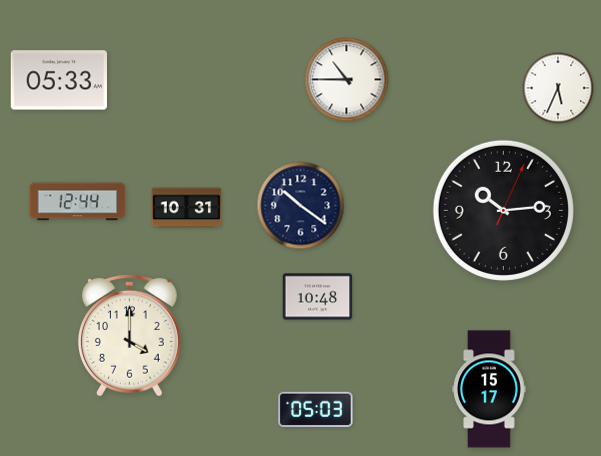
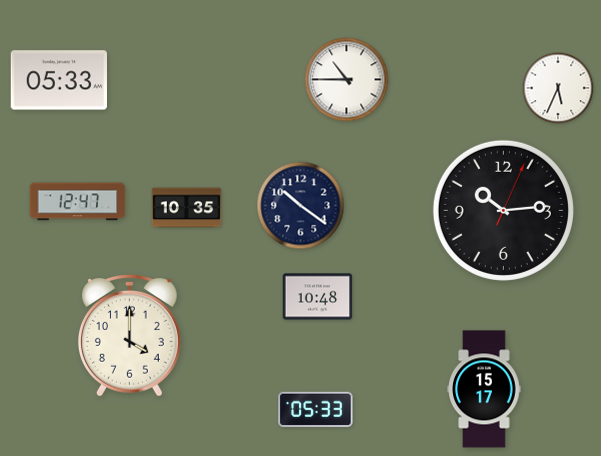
clock at (78, 202): 12:44 -> 12:47
clock at (187, 208): 10:31 -> 10:35
clock at (489, 389) position: (489, 389) -> (484, 389)
clock at (316, 410): 05:03 -> 05:33
